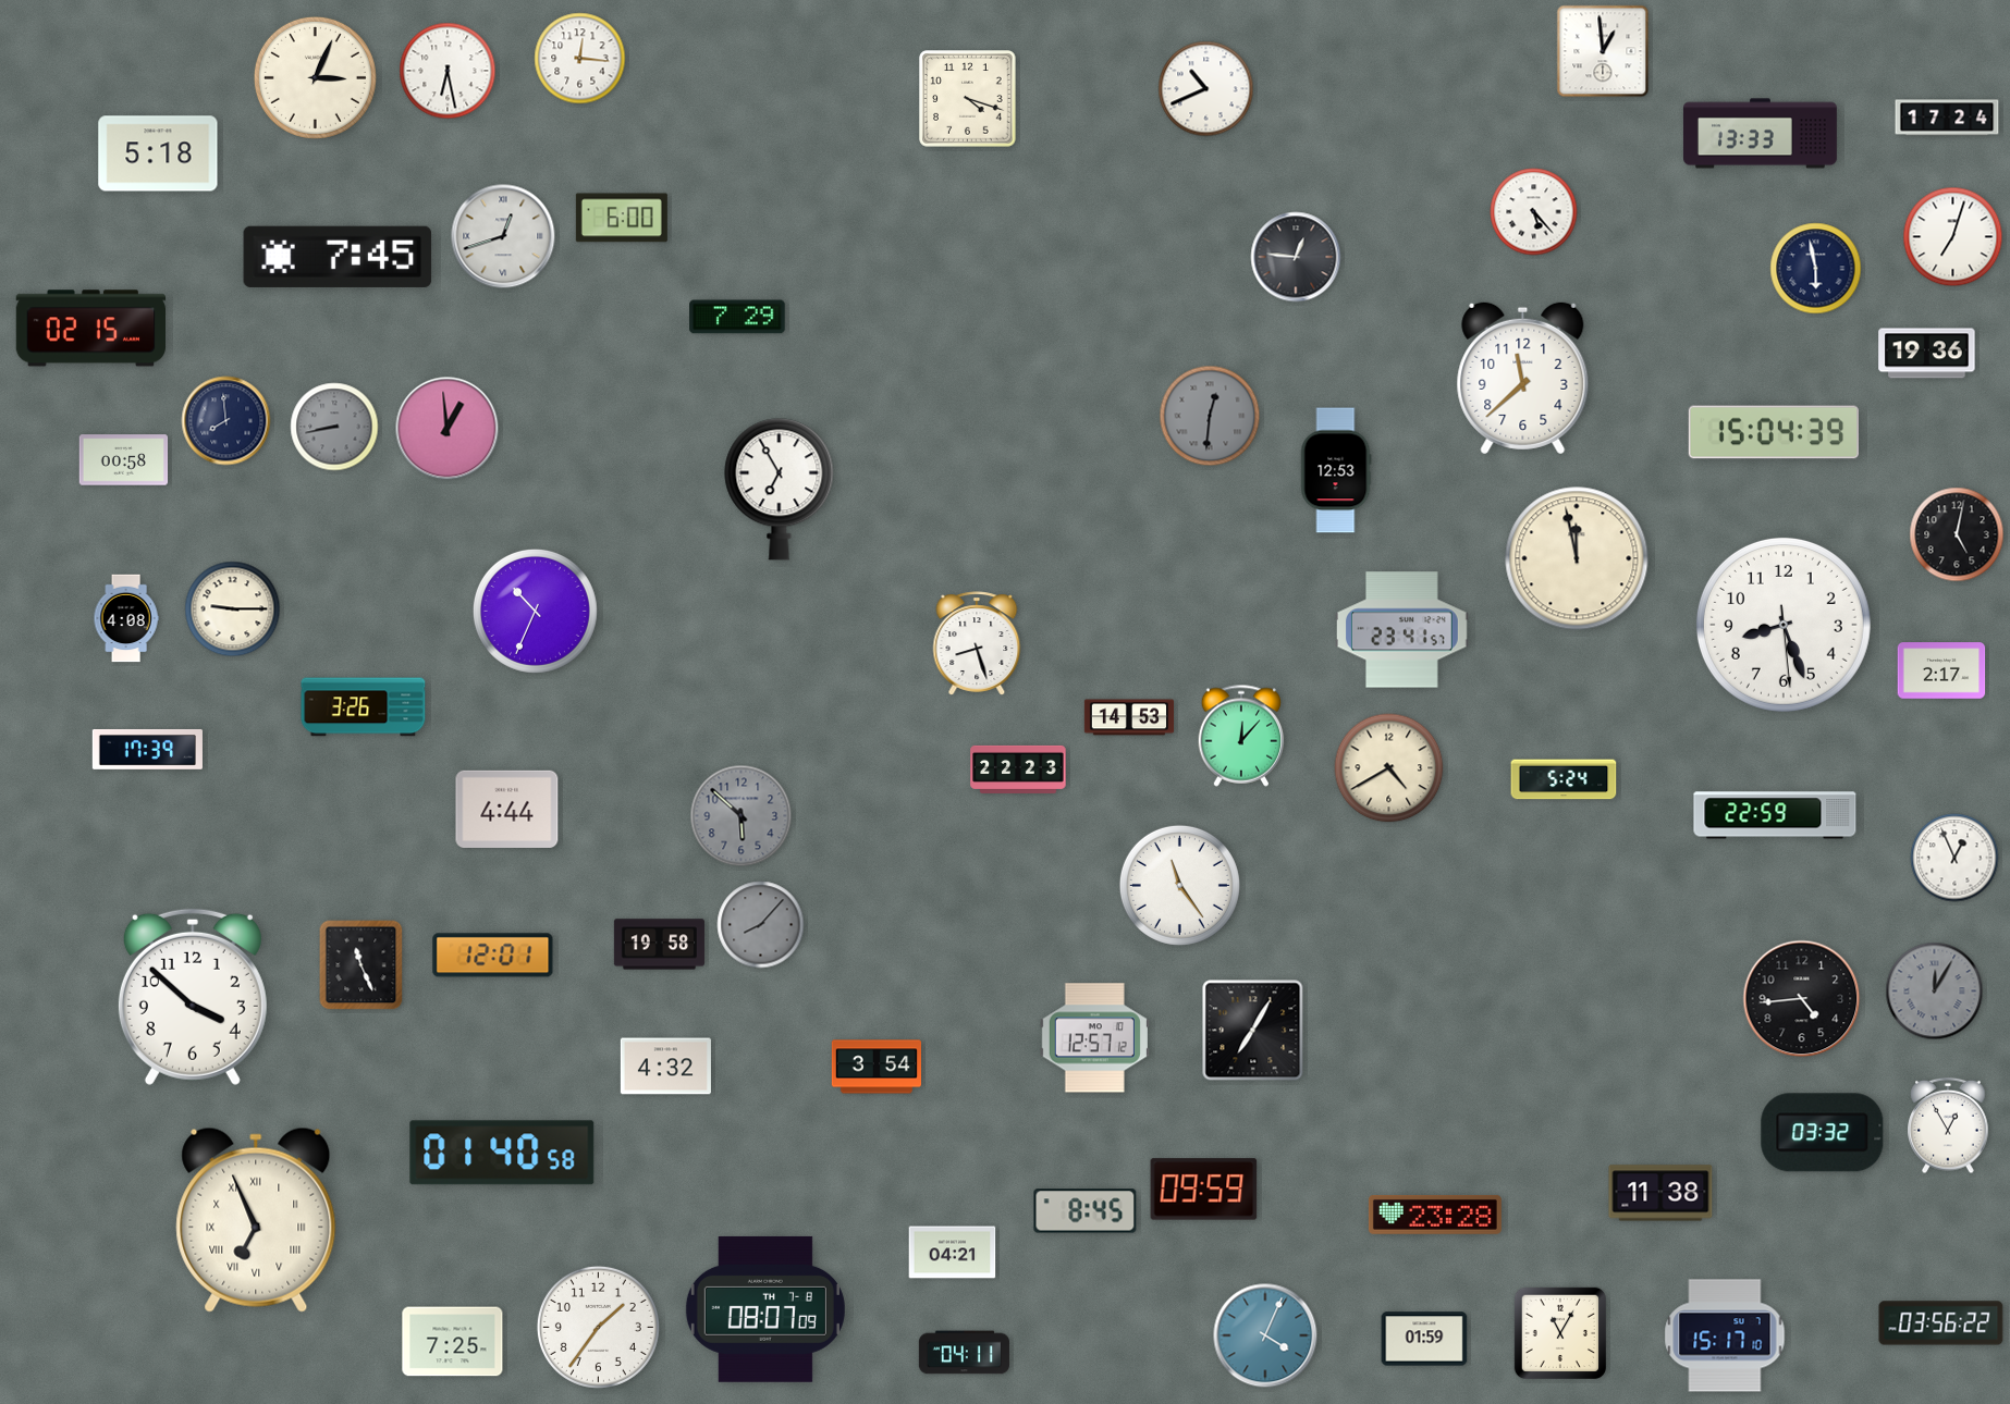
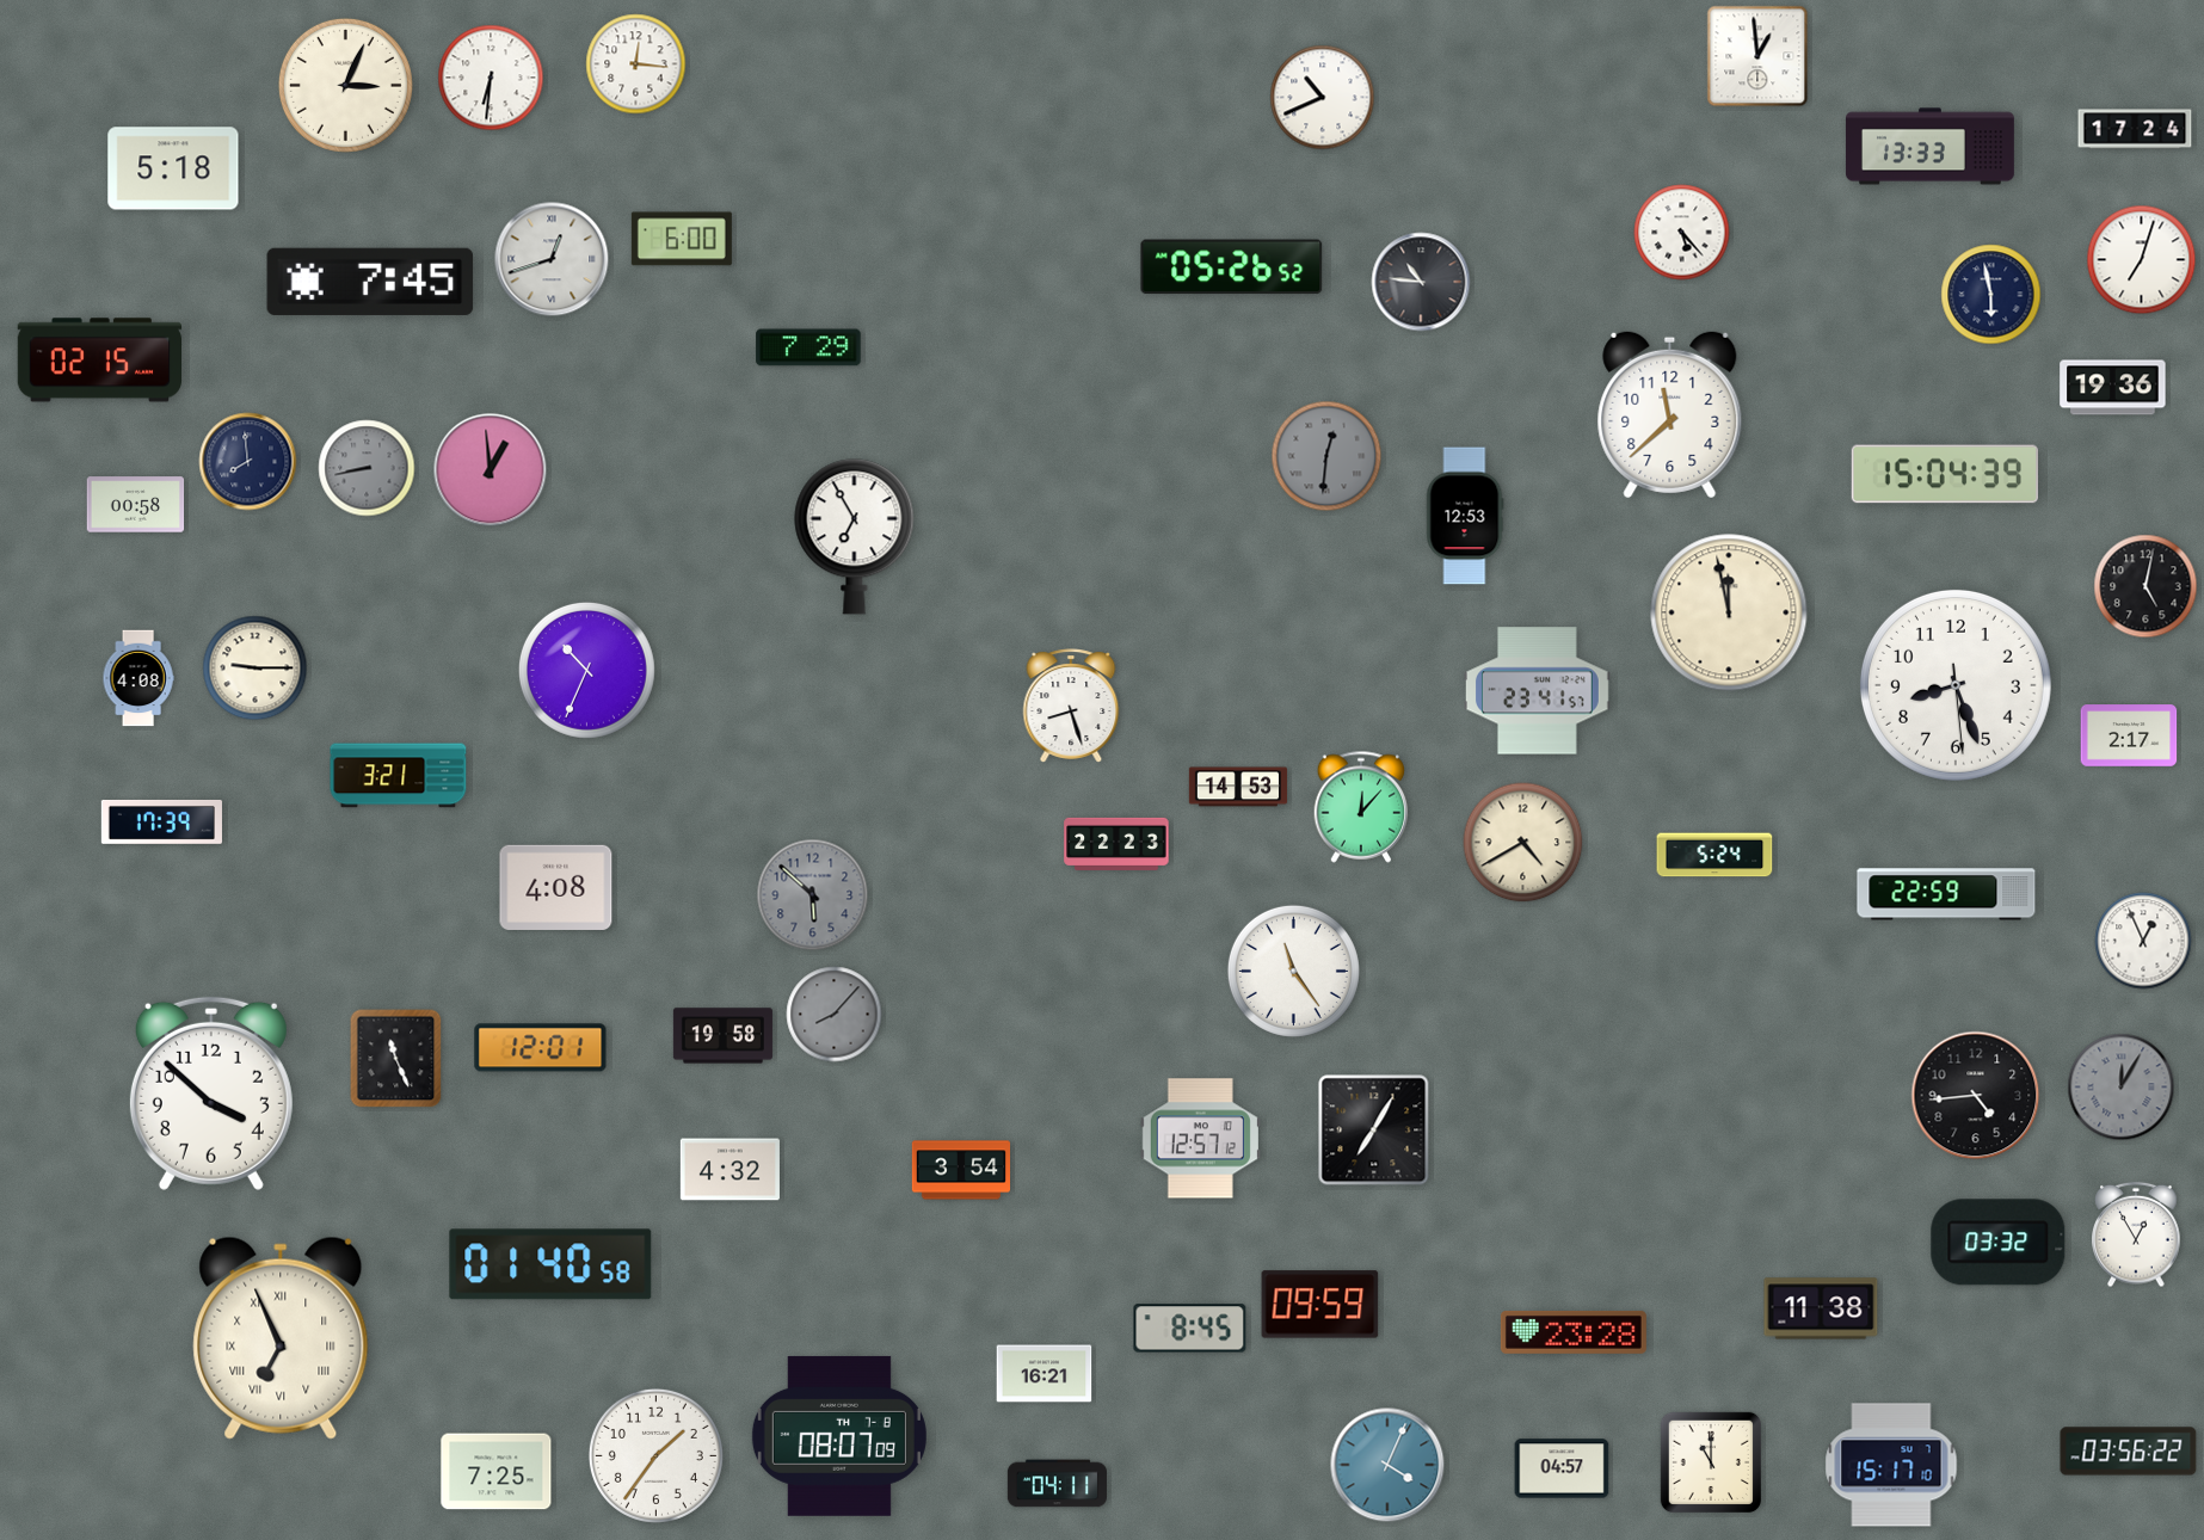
clock at (448, 71): 6:28 -> 6:31
clock at (968, 99): 4:18 -> none
clock at (1232, 267): none -> 05:26
clock at (1296, 257): 12:46 -> 10:46
clock at (364, 707): 3:26 -> 3:21
clock at (507, 809): 4:44 -> 4:08
clock at (953, 1253): 04:21 -> 16:21
clock at (1559, 1332): 11:05 -> 11:00
clock at (1424, 1339): 01:59 -> 04:57
